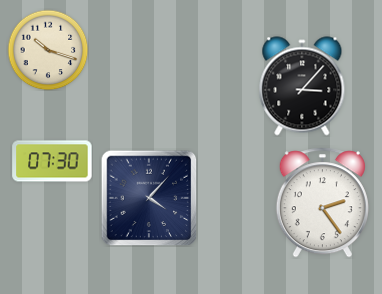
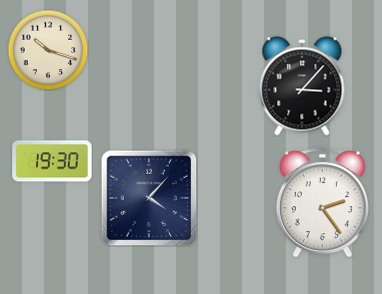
clock at (52, 161): 07:30 -> 19:30
